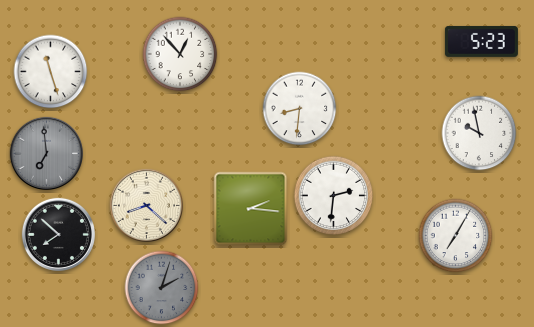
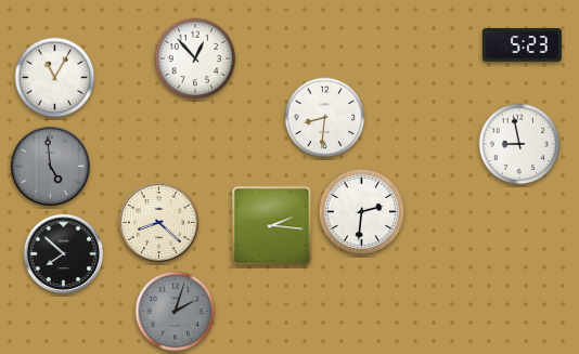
clock at (51, 72): 11:27 -> 11:05
clock at (479, 133): 9:58 -> 8:58
clock at (46, 153): 6:59 -> 4:59
clock at (456, 236): 7:05 -> none
